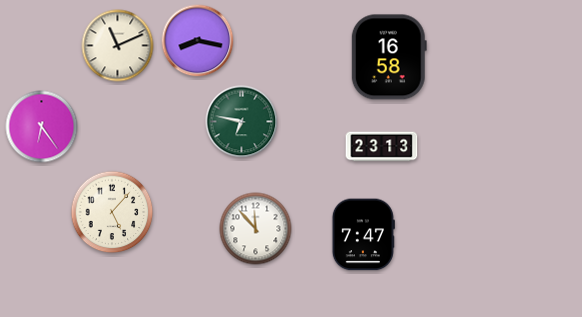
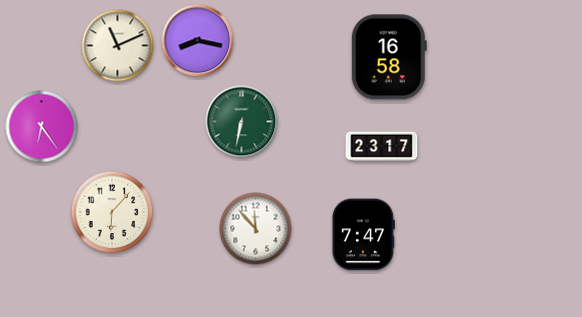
clock at (242, 122): 6:47 -> 6:32
clock at (382, 147): 23:13 -> 23:17
clock at (112, 212): 5:07 -> 6:07
